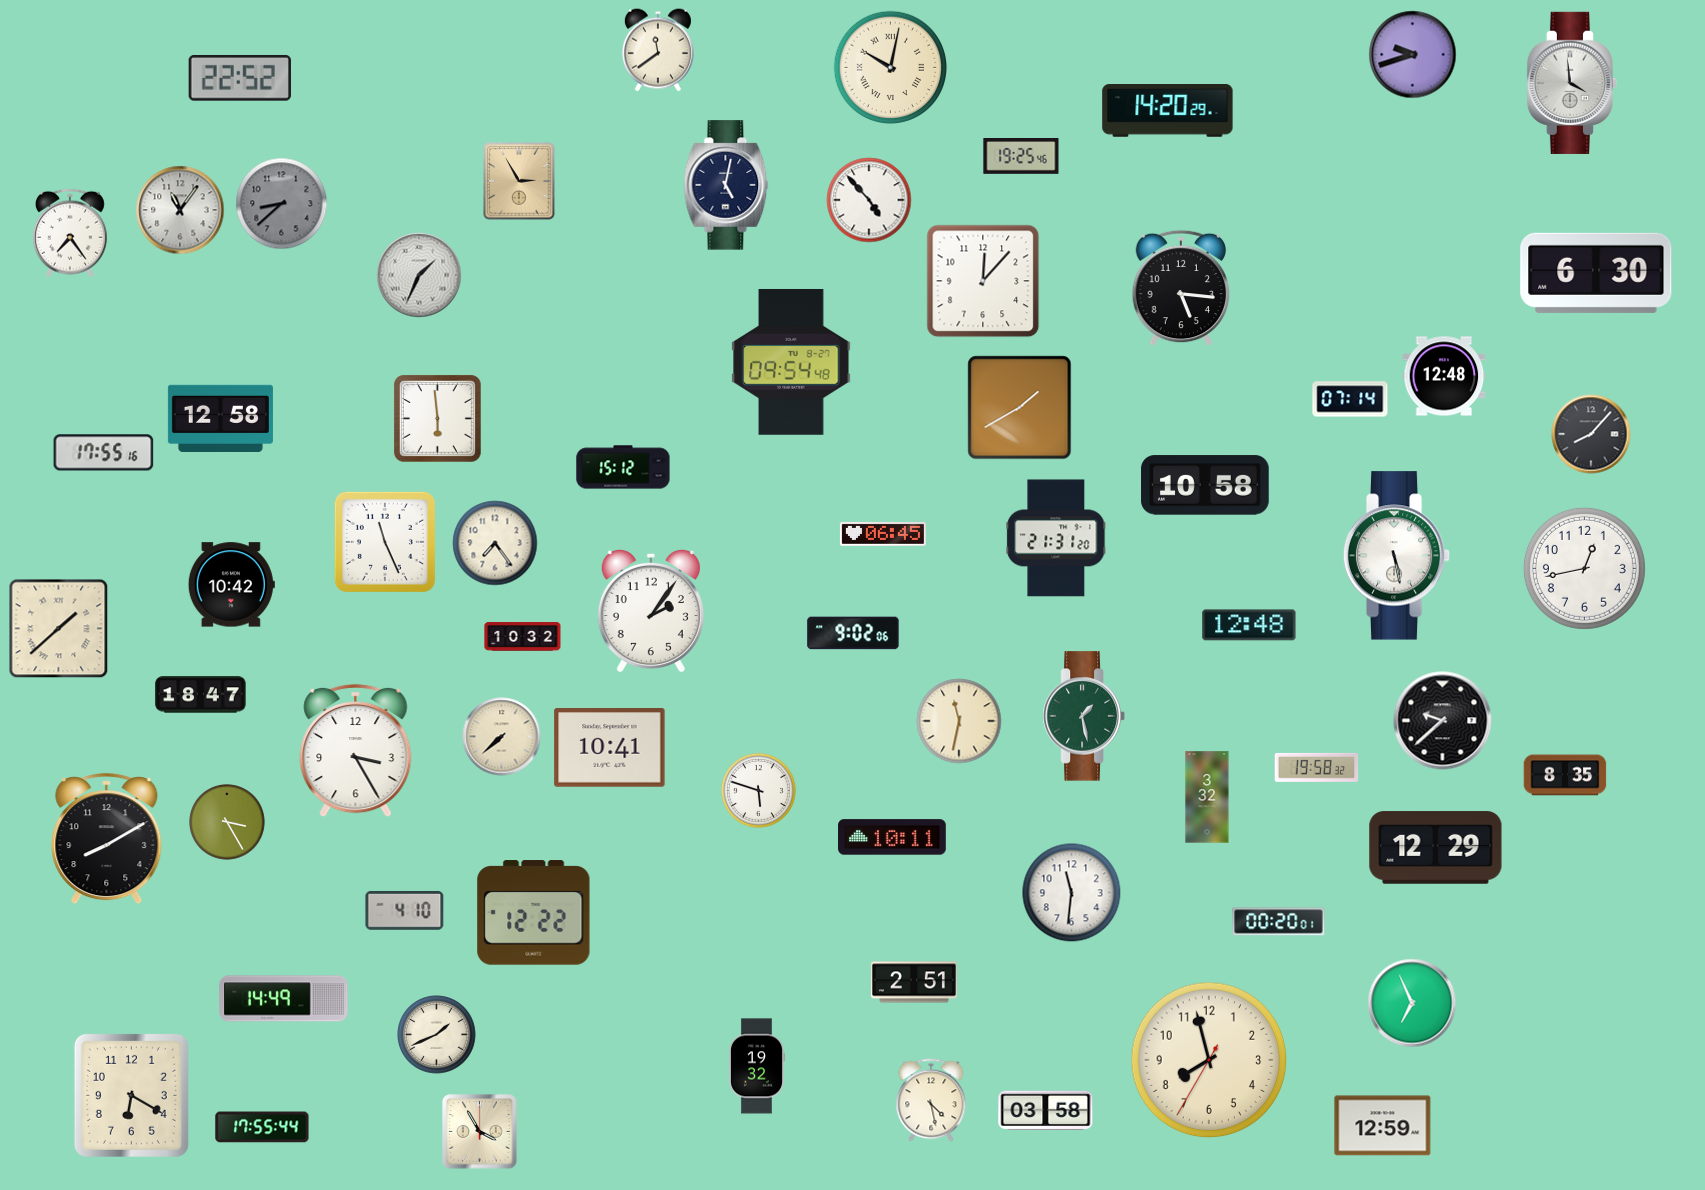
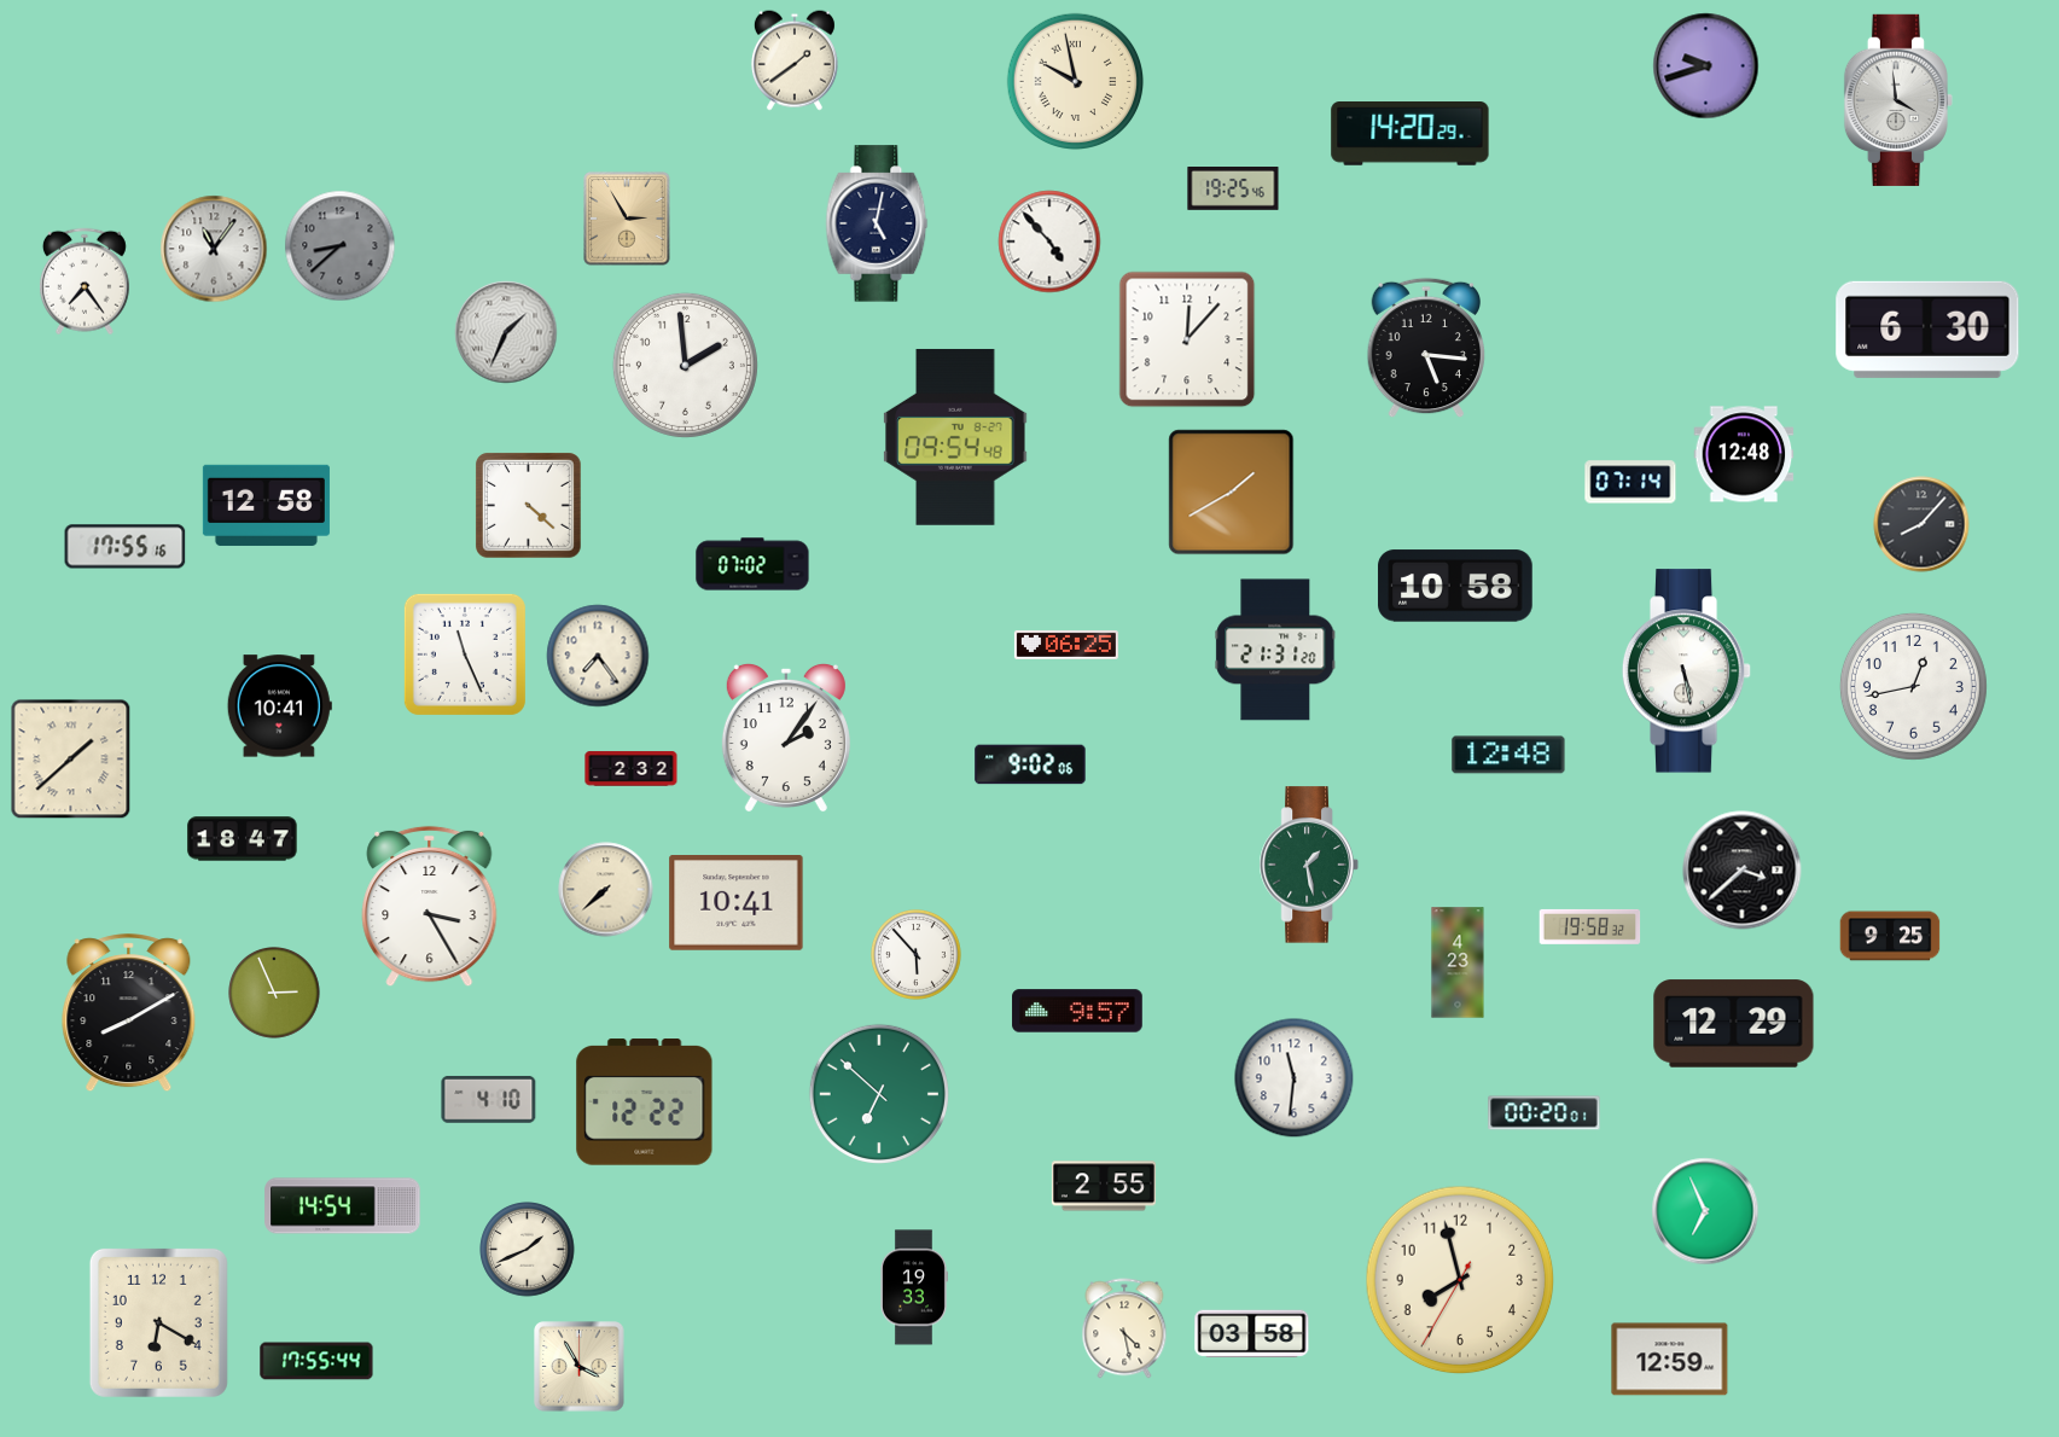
clock at (658, 50): 11:39 -> 1:39
clock at (891, 68): 10:02 -> 9:58
clock at (240, 78): 22:52 -> none
clock at (180, 210) position: (180, 210) -> (214, 249)
clock at (685, 365): none -> 1:59
clock at (438, 419): 5:59 -> 4:22
clock at (623, 467): 15:12 -> 07:02
clock at (883, 534): 06:45 -> 06:25
clock at (231, 585): 10:42 -> 10:41
clock at (523, 637): 10:32 -> 2:32
clock at (959, 721): 11:32 -> none
clock at (1443, 721): 9:38 -> 3:38
clock at (1565, 775): 8:35 -> 9:25
clock at (758, 790): 5:48 -> 5:53
clock at (1207, 797): 3:32 -> 4:23
clock at (228, 823): 3:25 -> 2:56
clock at (892, 837): 10:11 -> 9:57
clock at (879, 1094): none -> 6:52
clock at (914, 982): 2:51 -> 2:55
clock at (284, 999): 14:49 -> 14:54
clock at (756, 1066): 19:32 -> 19:33
clock at (1046, 1111) position: (1046, 1111) -> (1252, 1334)
